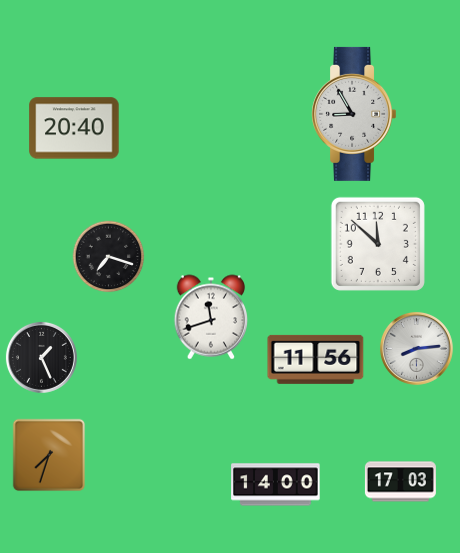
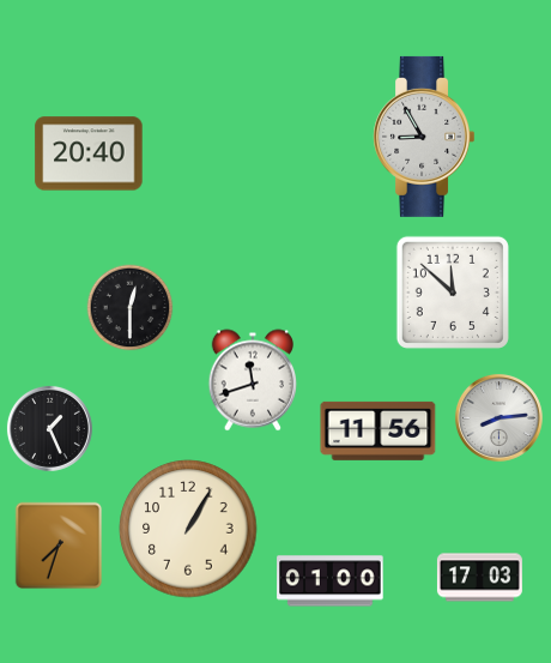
clock at (109, 257): 7:18 -> 12:30
clock at (188, 529): none -> 1:05
clock at (276, 485): 14:00 -> 01:00
